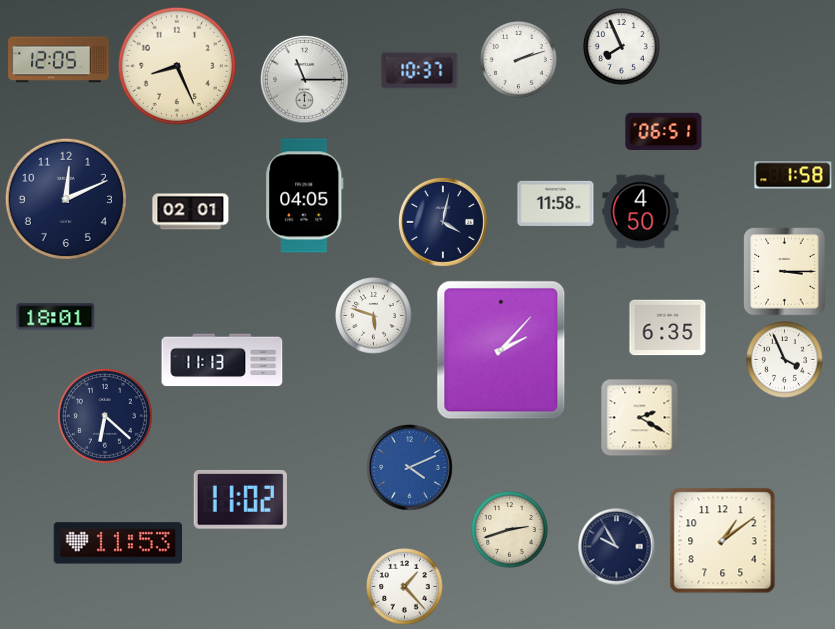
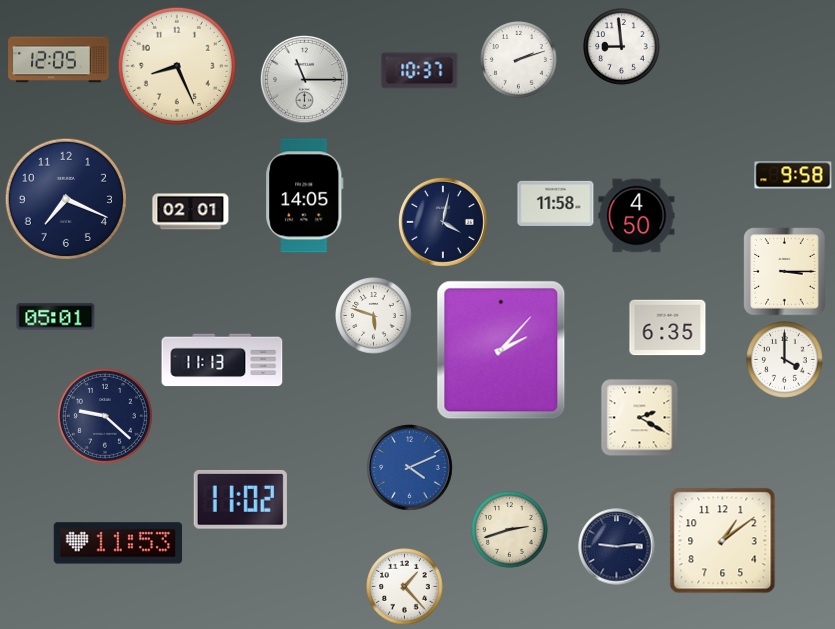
clock at (622, 47): 7:56 -> 8:59
clock at (664, 131): 06:51 -> none
clock at (793, 175): 1:58 -> 9:58
clock at (305, 196): 04:05 -> 14:05
clock at (66, 199): 12:11 -> 7:19
clock at (641, 212) position: (641, 212) -> (637, 216)
clock at (56, 317): 18:01 -> 05:01
clock at (785, 360): 3:56 -> 4:00
clock at (105, 416): 6:22 -> 9:22
clock at (617, 547): 9:55 -> 9:14
